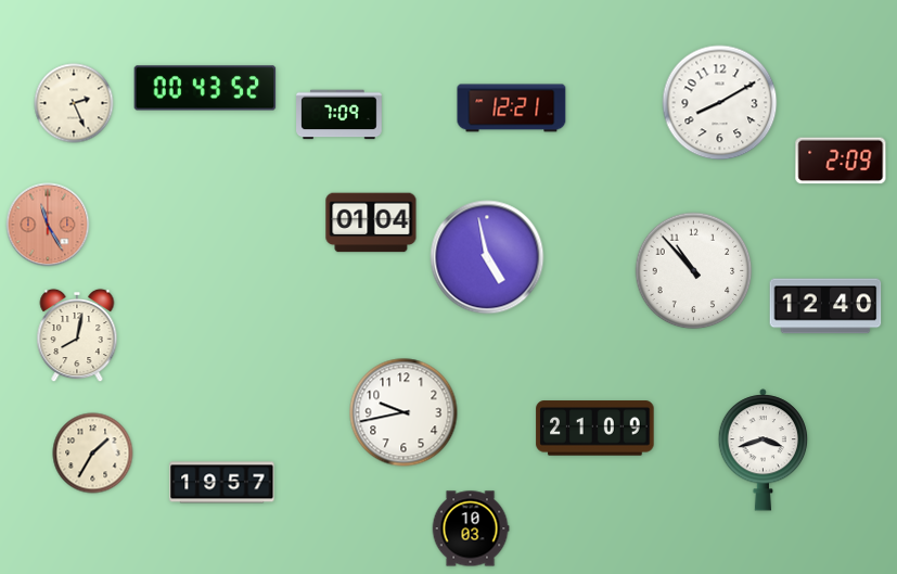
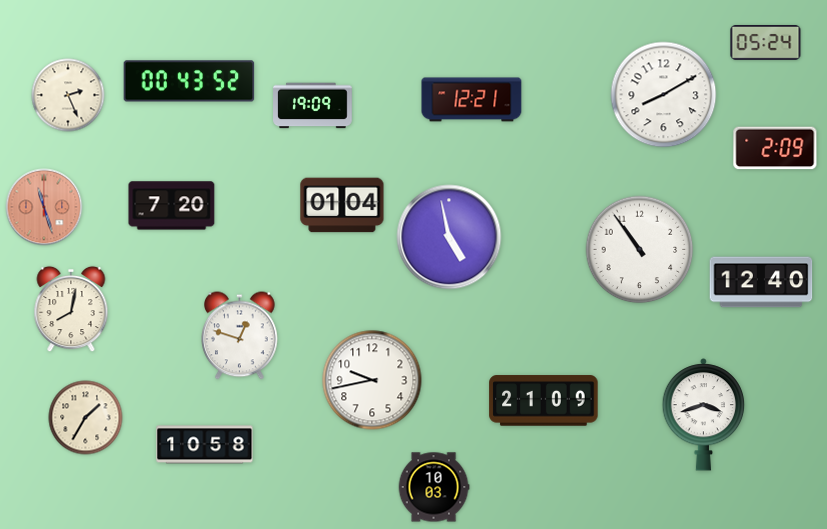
clock at (766, 43): none -> 05:24
clock at (339, 115): 7:09 -> 19:09
clock at (172, 206): none -> 7:20
clock at (48, 225): 11:25 -> 11:27
clock at (694, 271): 10:53 -> 10:54
clock at (240, 336): none -> 12:48
clock at (595, 429) position: (595, 429) -> (544, 401)
clock at (222, 483): 19:57 -> 10:58
